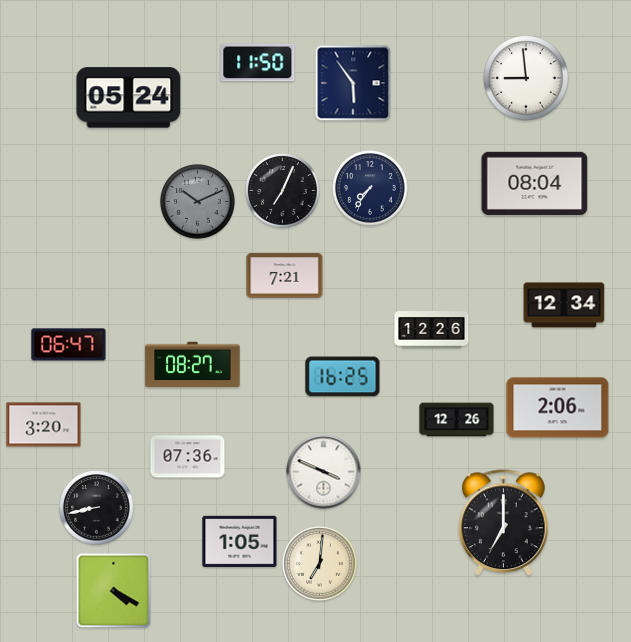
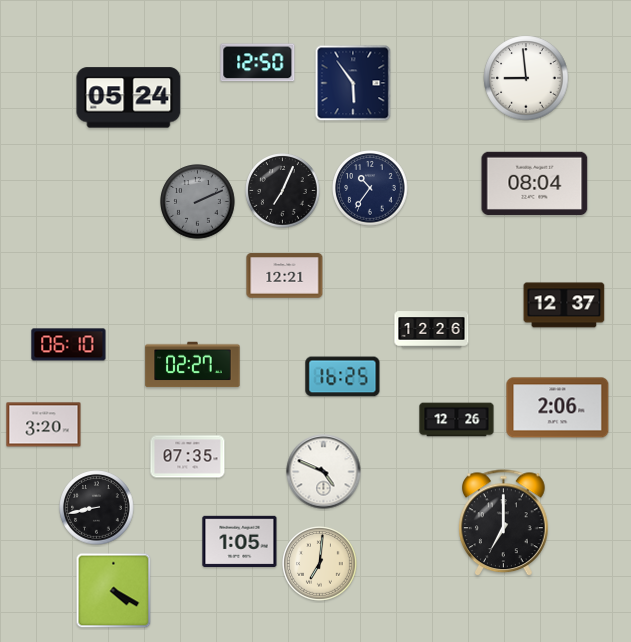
clock at (258, 63): 11:50 -> 12:50
clock at (370, 188): 7:36 -> 10:36
clock at (198, 202): 10:11 -> 2:11
clock at (285, 276): 7:21 -> 12:21
clock at (564, 305): 12:34 -> 12:37
clock at (69, 345): 06:47 -> 06:10
clock at (193, 365): 08:27 -> 02:27
clock at (188, 457): 07:36 -> 07:35
clock at (324, 472): 3:49 -> 4:49
